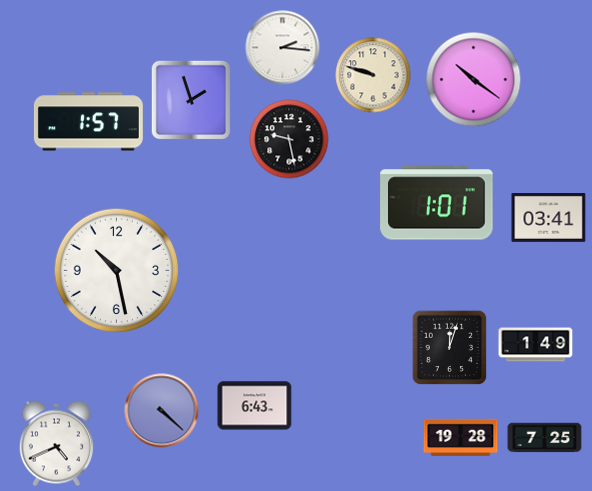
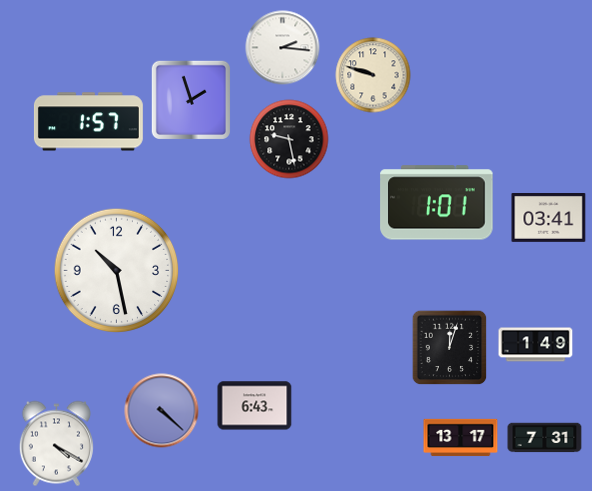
clock at (474, 80): 10:21 -> none
clock at (461, 438): 19:28 -> 13:17
clock at (545, 438): 7:25 -> 7:31
clock at (56, 444): 4:41 -> 4:20
